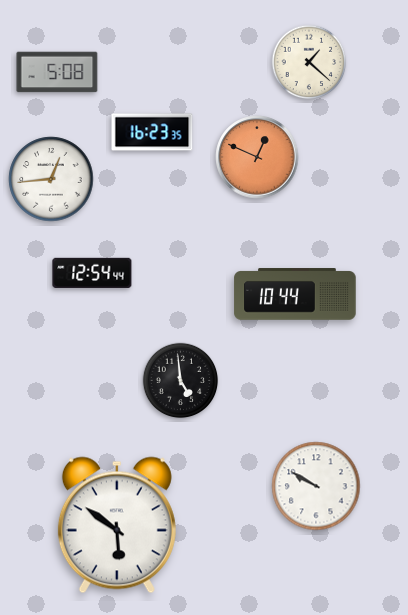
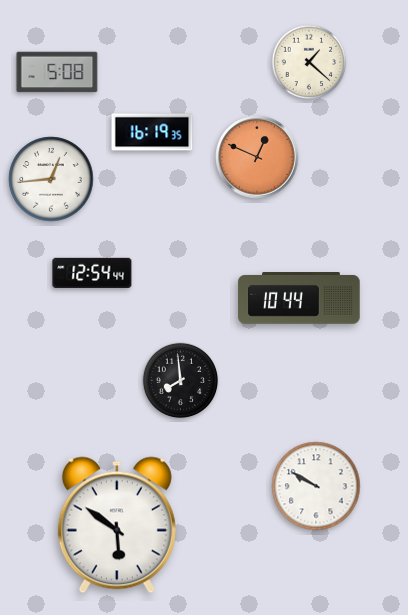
clock at (152, 132): 16:23 -> 16:19
clock at (295, 294) position: (295, 294) -> (299, 298)
clock at (181, 381): 4:59 -> 7:59
